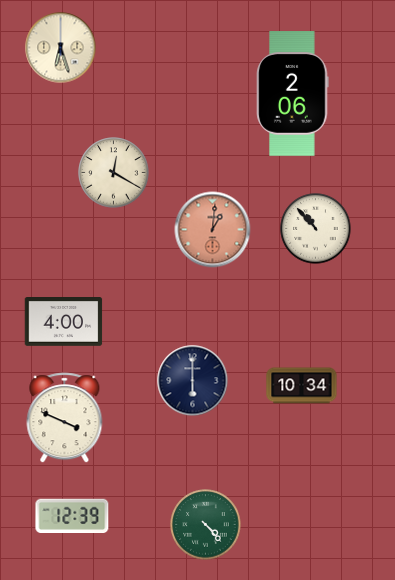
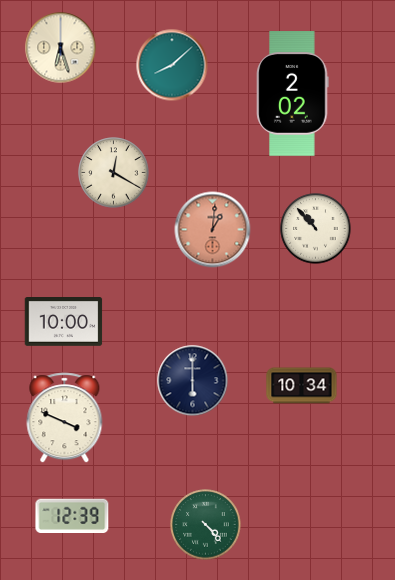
clock at (172, 65): none -> 8:08
clock at (293, 94): 2:06 -> 2:02
clock at (64, 322): 4:00 -> 10:00
